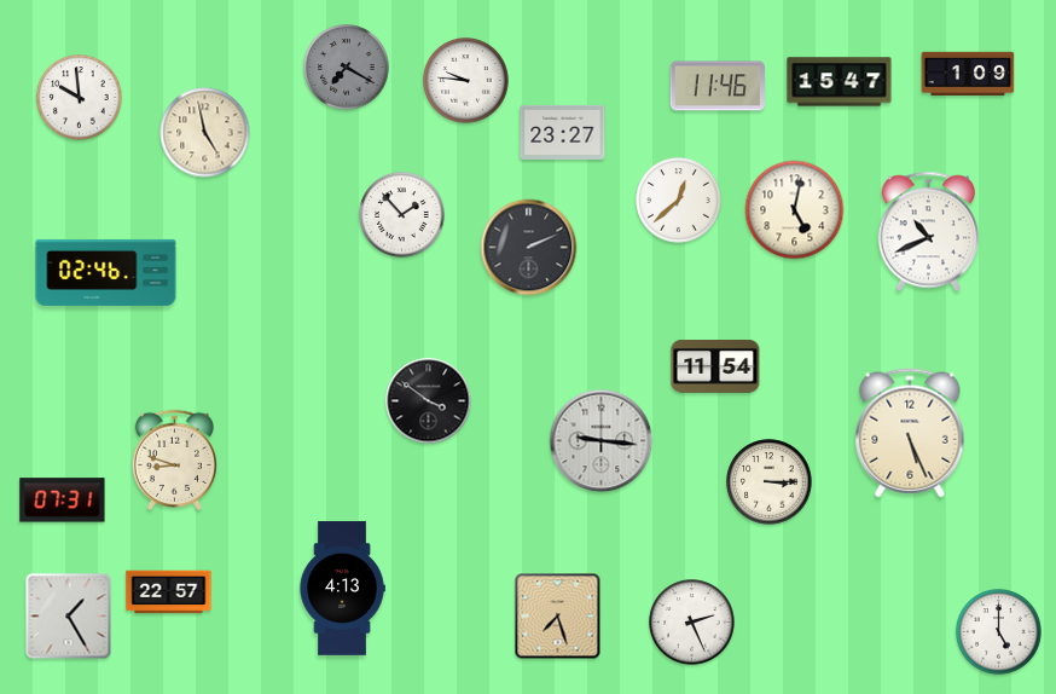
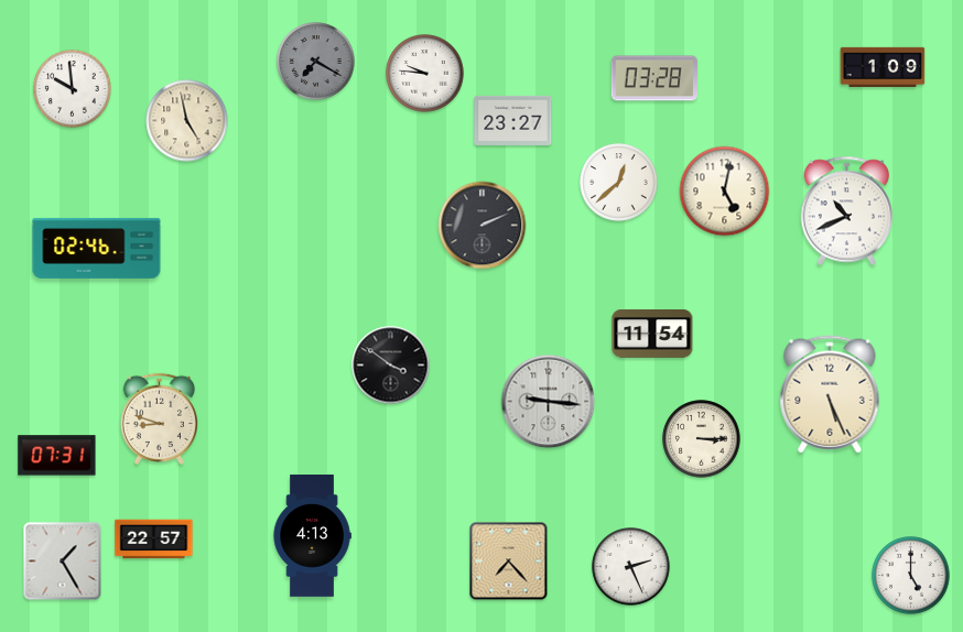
clock at (840, 82): 15:47 -> none
clock at (716, 86): 11:46 -> 03:28
clock at (402, 215): 1:53 -> none
clock at (558, 617): 7:27 -> 7:23
